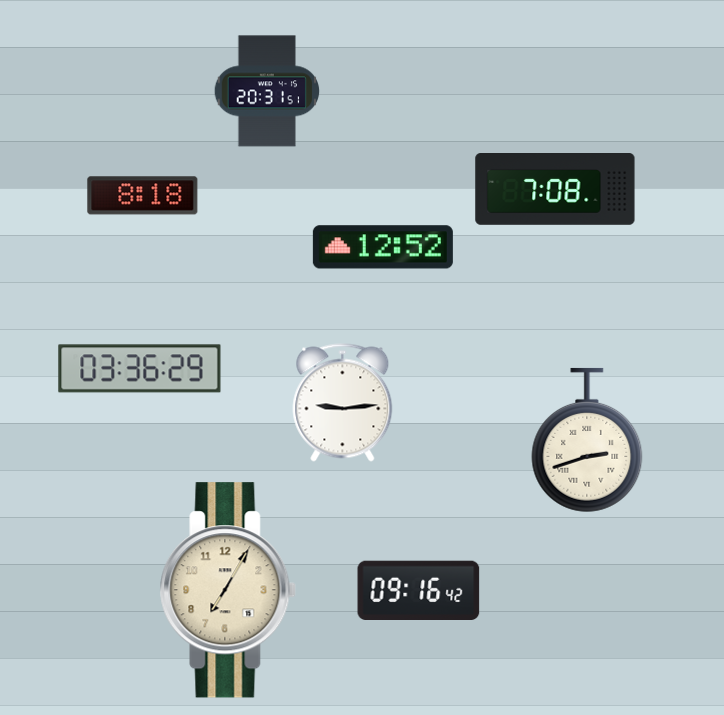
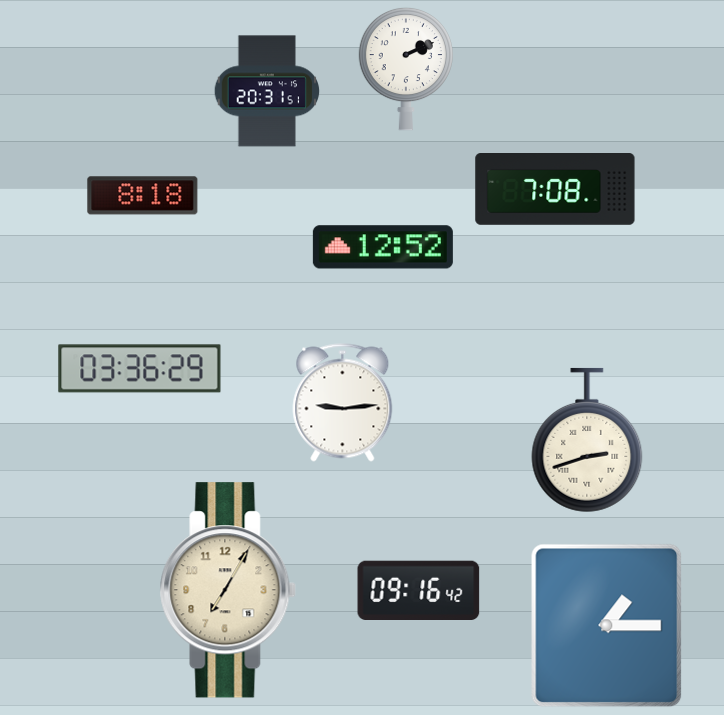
clock at (406, 69): none -> 2:11
clock at (607, 626): none -> 1:15
